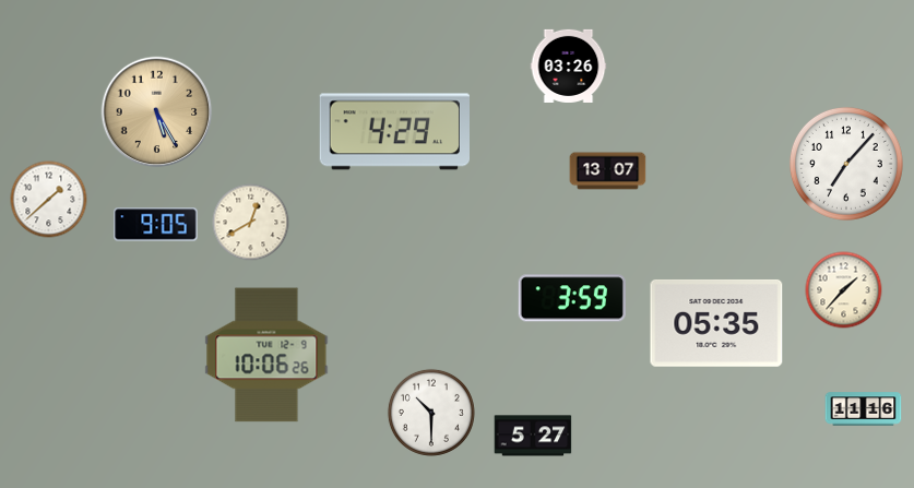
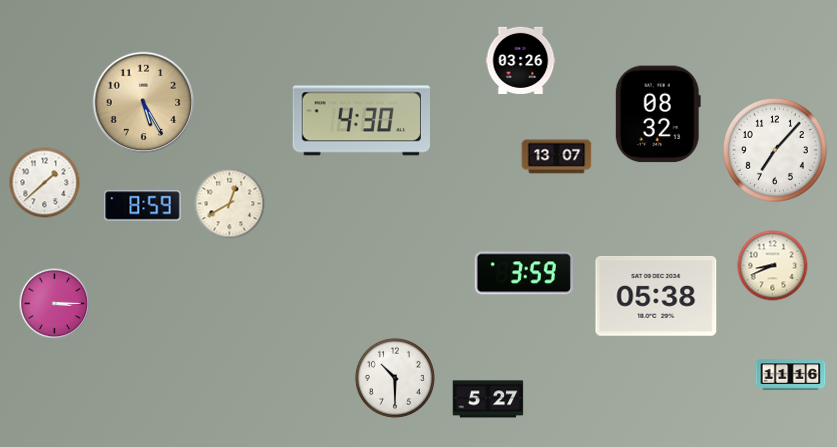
clock at (658, 114): none -> 08:32
clock at (394, 132): 4:29 -> 4:30
clock at (156, 225): 9:05 -> 8:59
clock at (844, 290): 1:37 -> 8:41
clock at (716, 323): 05:35 -> 05:38
clock at (55, 304): none -> 3:15
clock at (266, 355): 10:06 -> none
